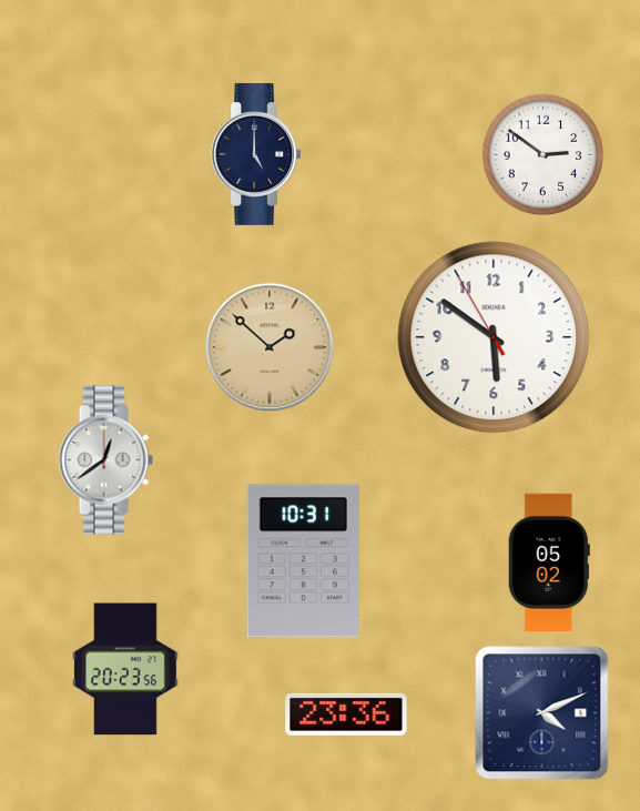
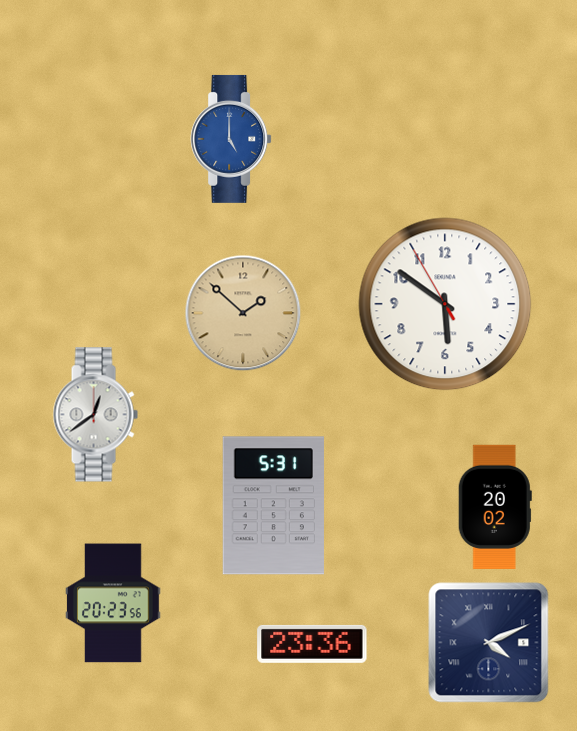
clock at (256, 154) dial: navy -> blue
clock at (544, 155): 2:51 -> none
clock at (303, 561): 10:31 -> 5:31
clock at (549, 562): 05:02 -> 20:02
